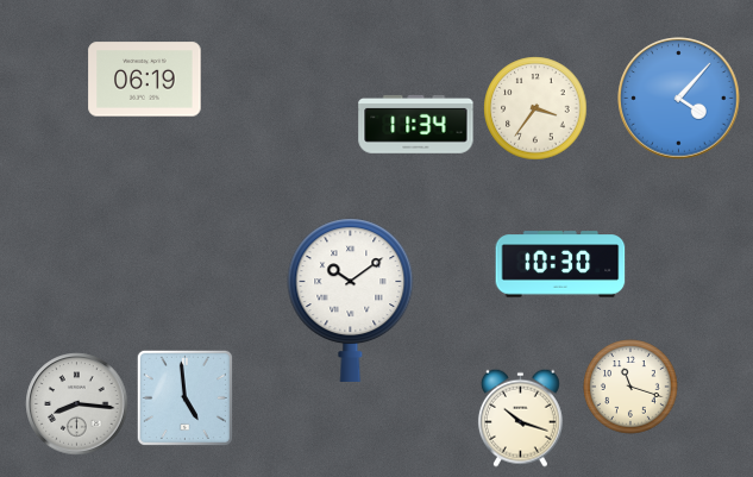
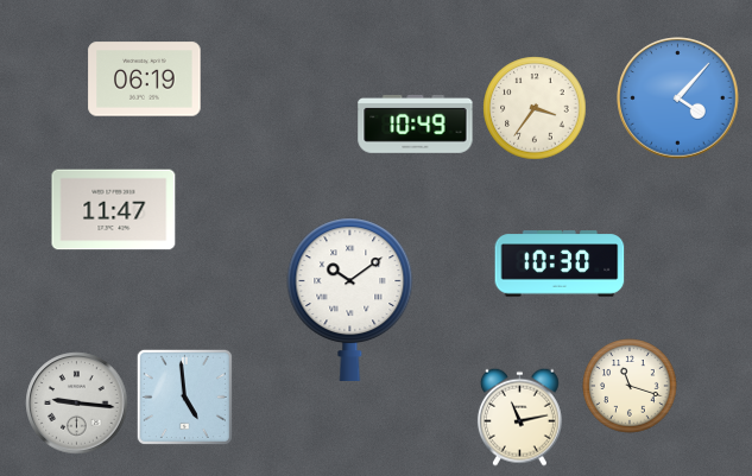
clock at (416, 124): 11:34 -> 10:49
clock at (114, 210): none -> 11:47
clock at (77, 404): 8:16 -> 9:16
clock at (520, 418): 10:18 -> 11:13
